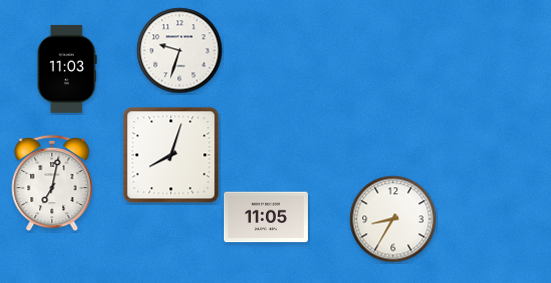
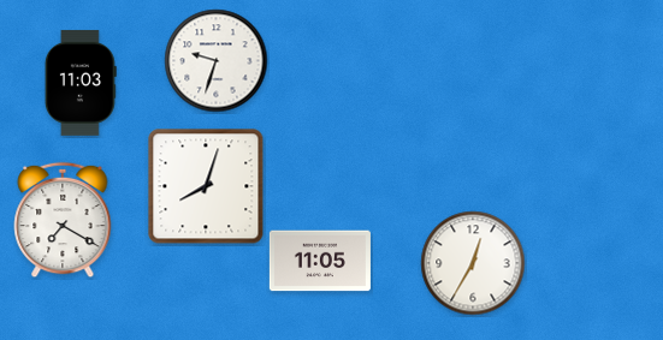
clock at (52, 183): 7:02 -> 7:20
clock at (393, 219): 8:35 -> 12:35
